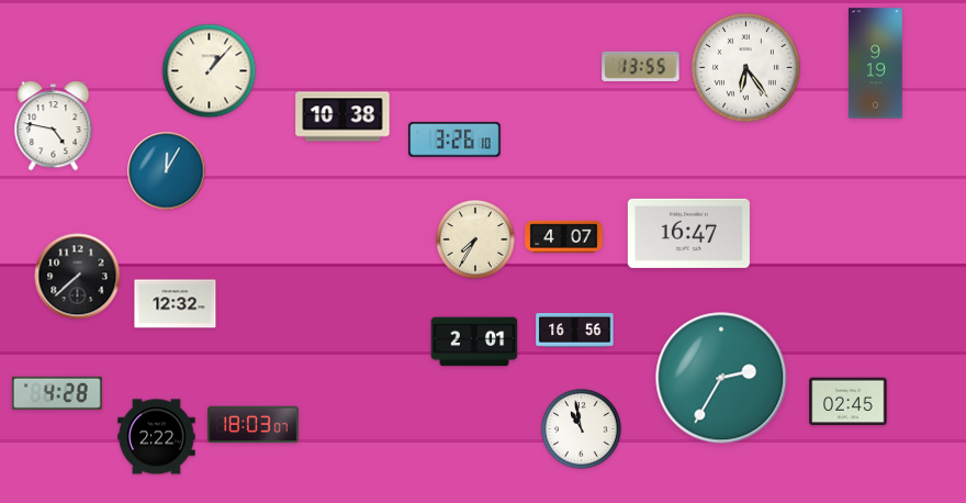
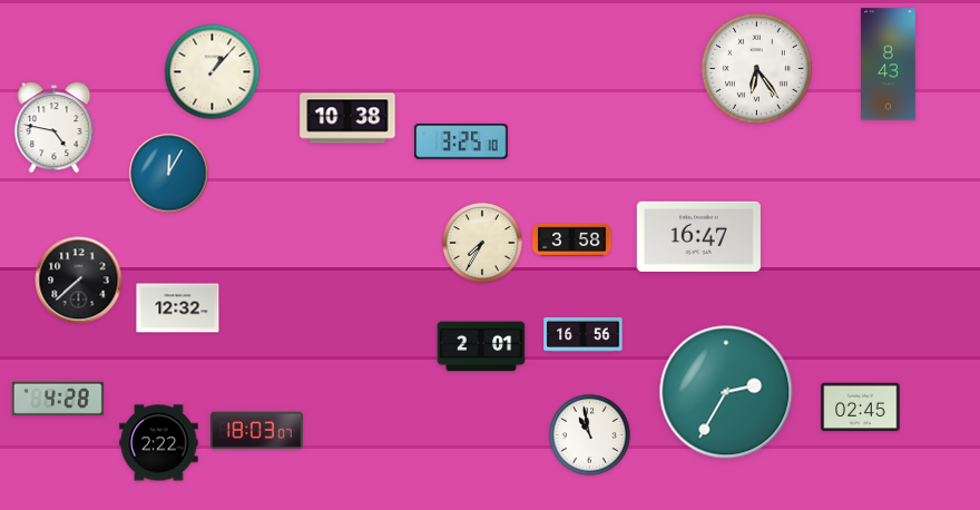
clock at (876, 64): 9:19 -> 8:43
clock at (641, 66): 13:55 -> none
clock at (454, 139): 3:26 -> 3:25
clock at (564, 237): 4:07 -> 3:58
clock at (721, 378) position: (721, 378) -> (726, 392)
